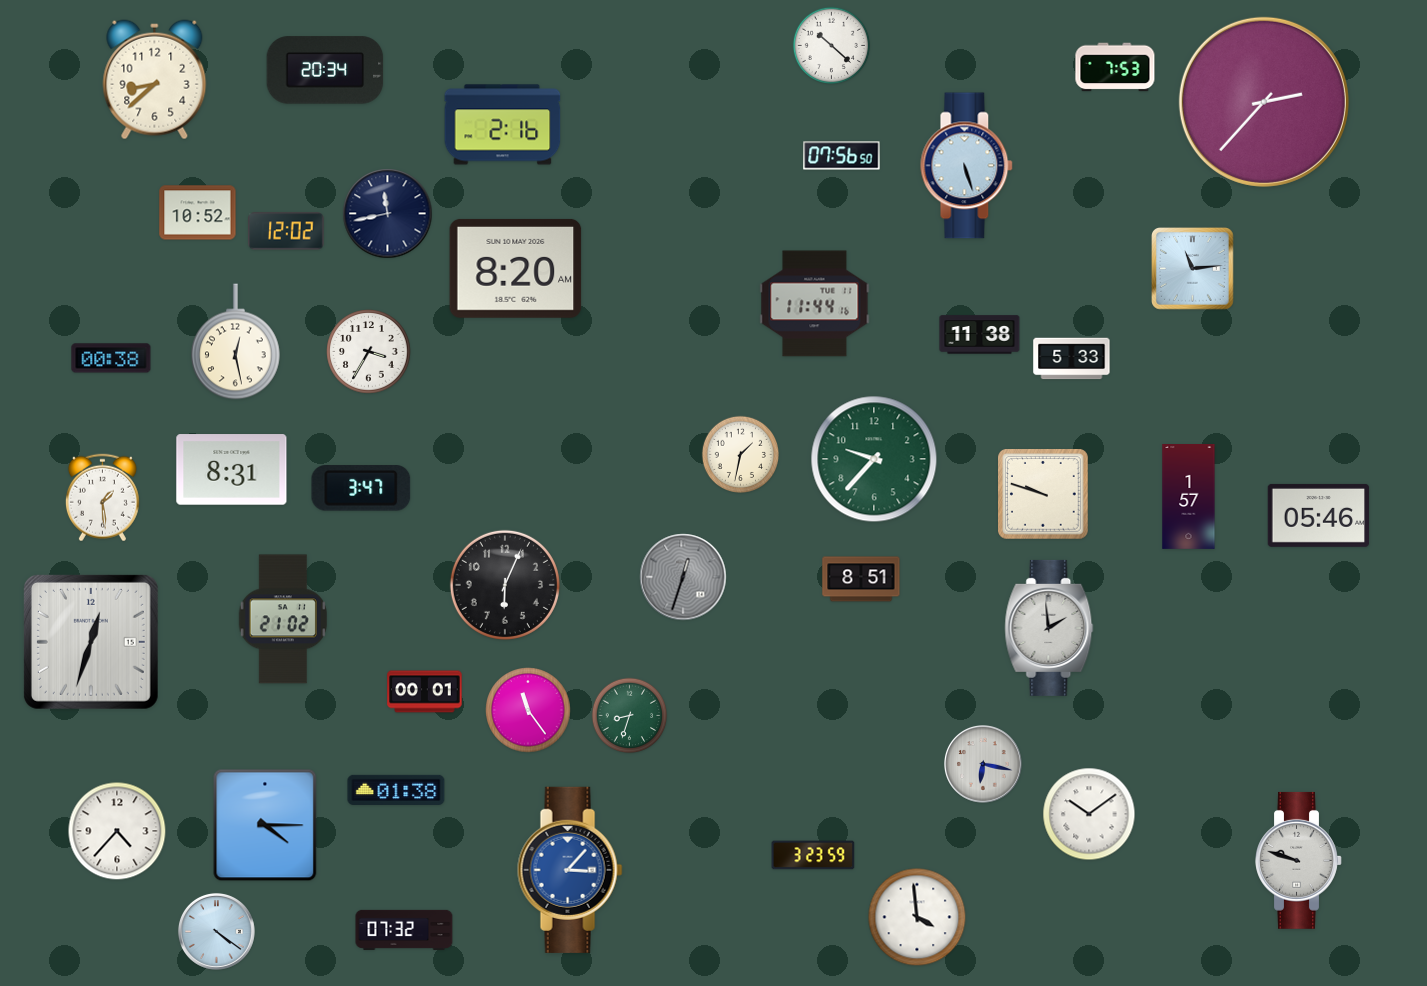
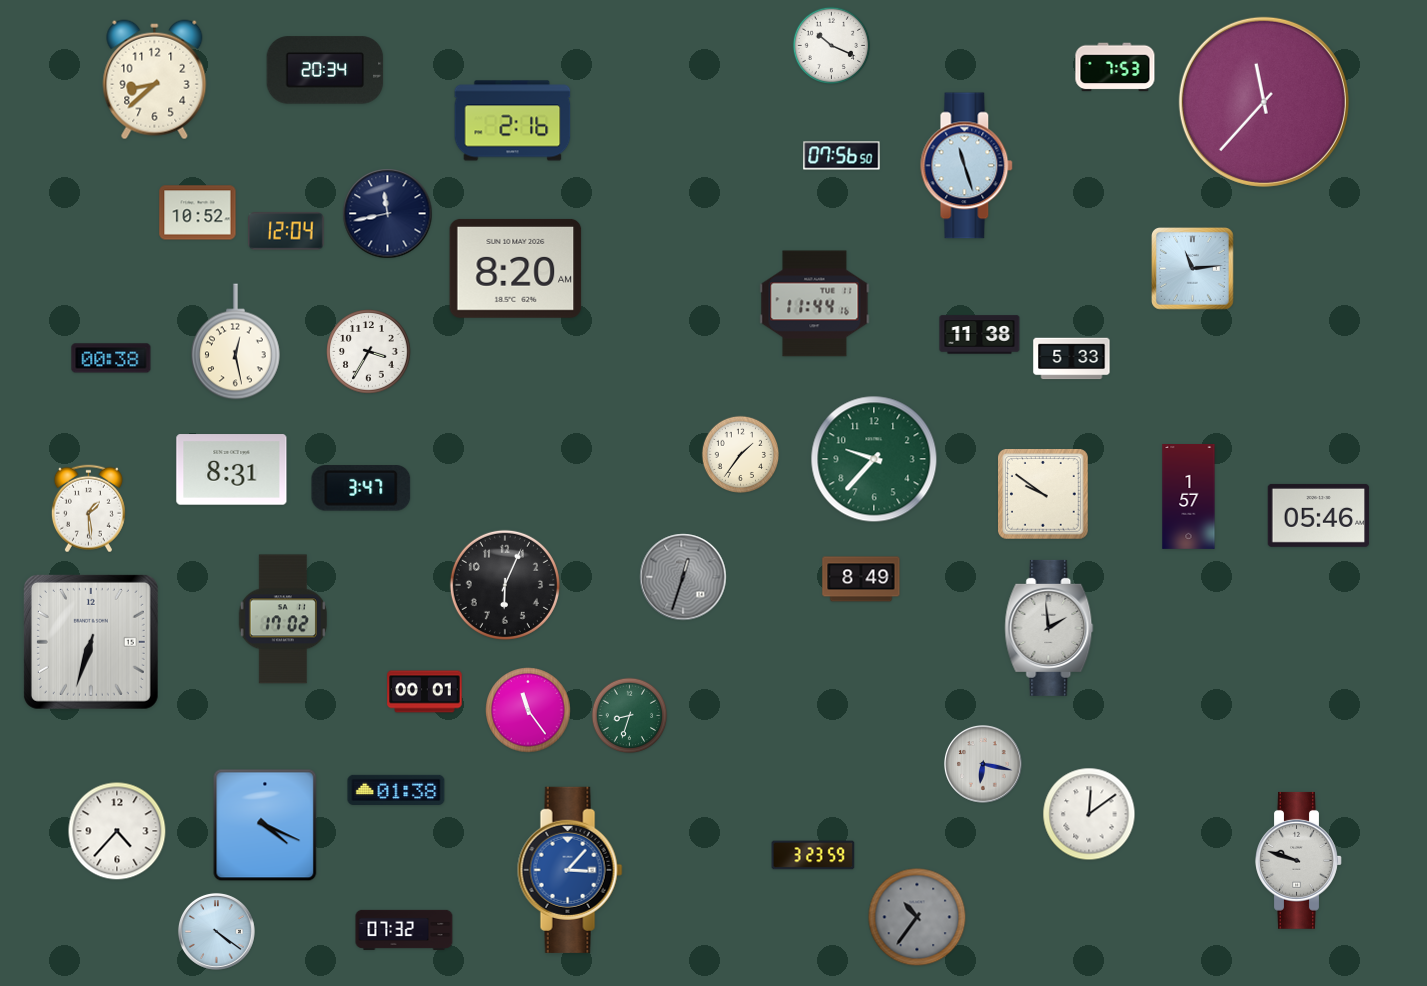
clock at (831, 45): 10:22 -> 10:19
clock at (1264, 102): 2:37 -> 11:37
clock at (503, 125) position: (503, 125) -> (513, 121)
clock at (967, 166): 5:27 -> 11:27
clock at (286, 231): 12:02 -> 12:04
clock at (740, 454): 1:32 -> 1:36
clock at (1044, 495): 9:48 -> 9:51
clock at (102, 498) position: (102, 498) -> (88, 509)
clock at (861, 579): 8:51 -> 8:49
clock at (283, 619): 21:02 -> 17:02
clock at (91, 642): 12:33 -> 6:33
clock at (1089, 814): 10:09 -> 12:09
clock at (265, 825): 4:15 -> 4:19
clock at (917, 917): 3:59 -> 10:36
clock at (917, 917) dial: white -> grey
